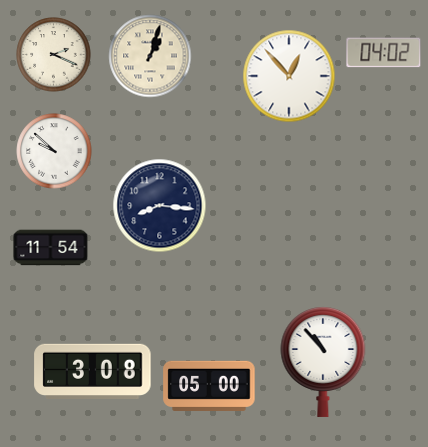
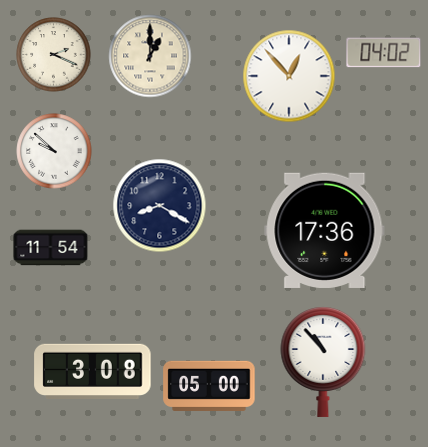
clock at (150, 56): 1:03 -> 1:00
clock at (160, 206): 8:16 -> 8:20
clock at (325, 230): none -> 17:36
